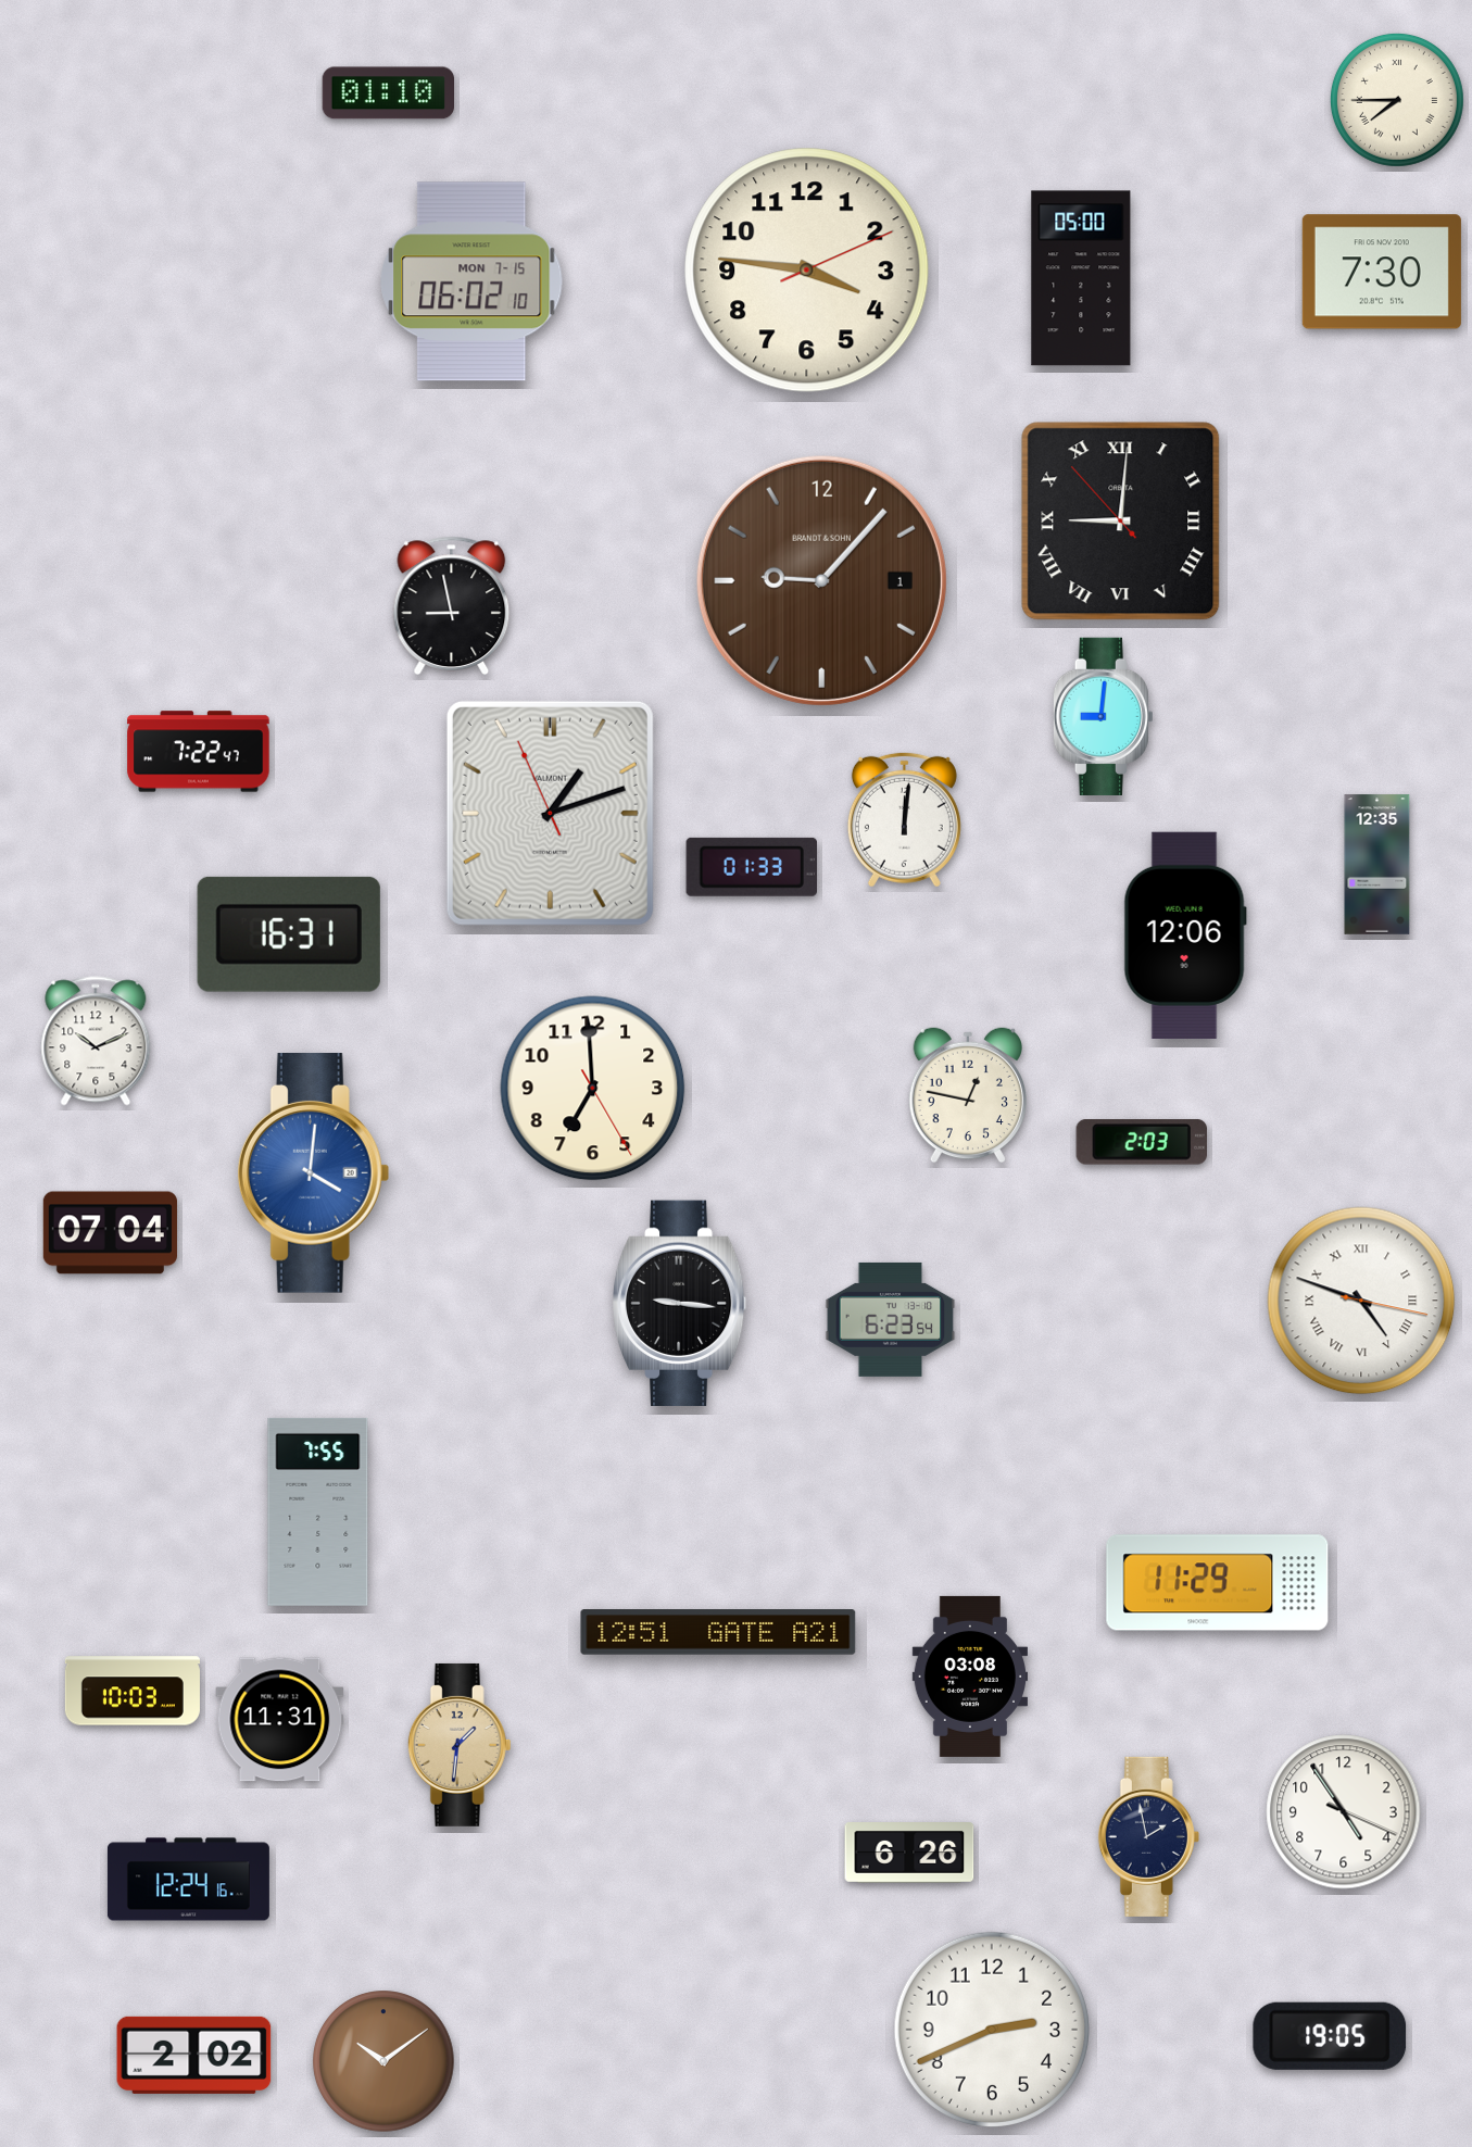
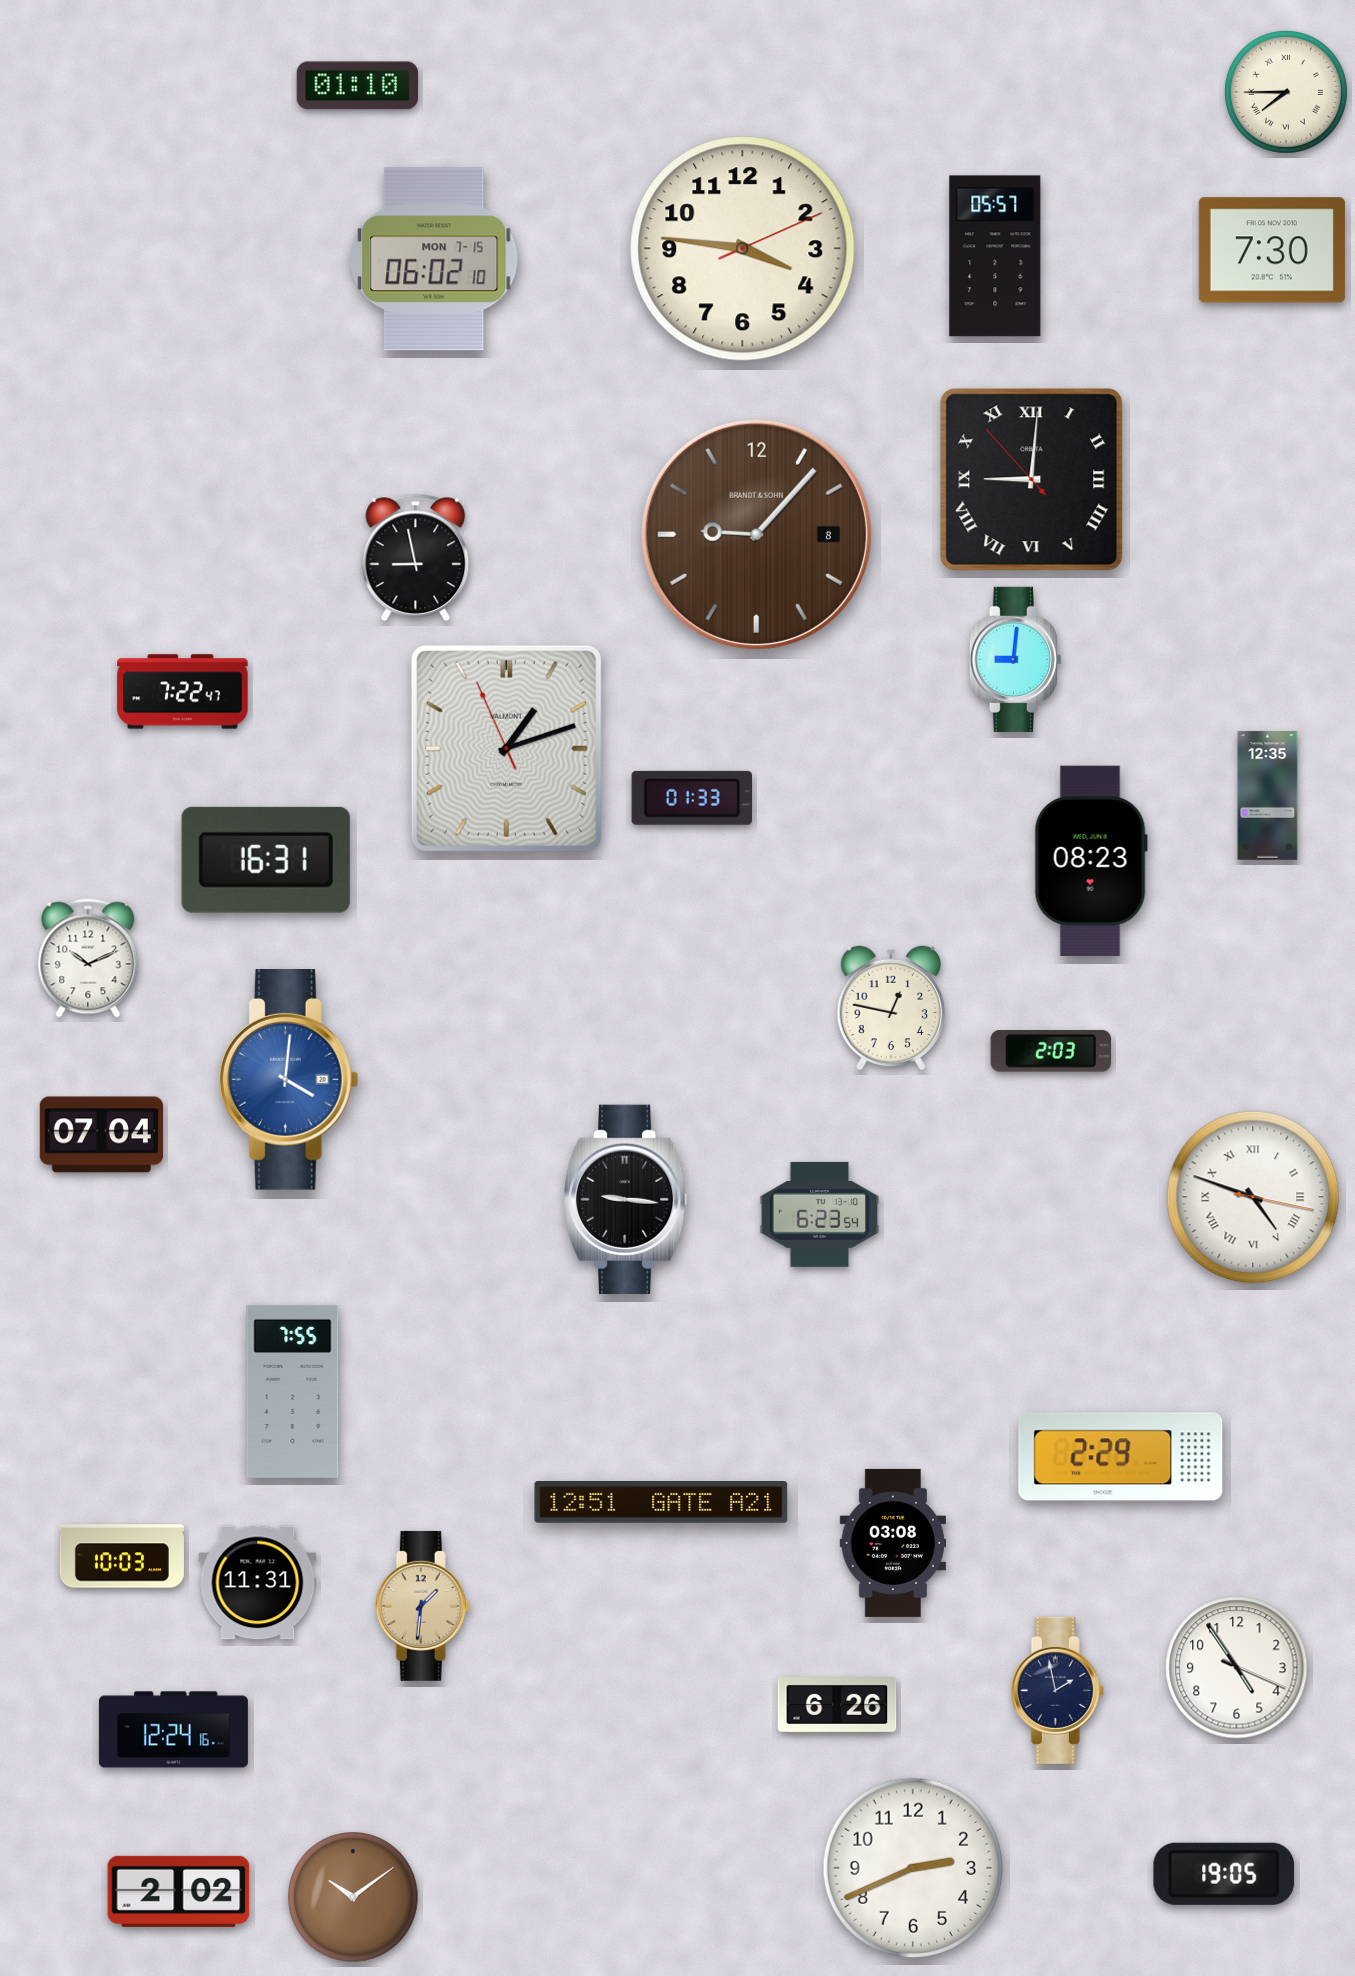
clock at (1081, 278): 05:00 -> 05:57
clock at (821, 580) date: 1 -> 8
clock at (904, 819): 12:01 -> none
clock at (1185, 936): 12:06 -> 08:23
clock at (593, 1089): 6:59 -> none
clock at (1218, 1583): 11:29 -> 2:29
